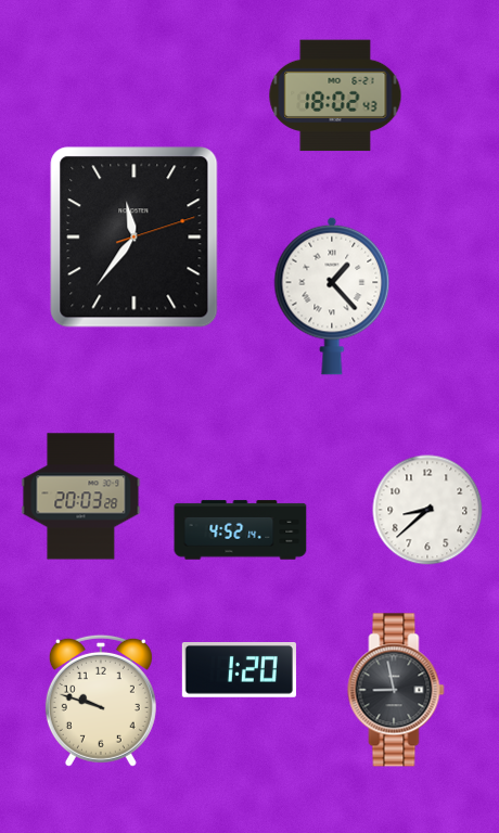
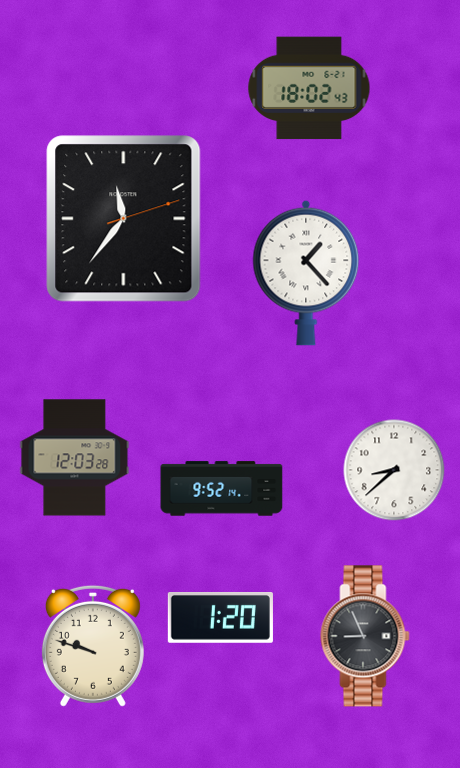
clock at (81, 497): 20:03 -> 12:03
clock at (241, 530): 4:52 -> 9:52
clock at (396, 690): 8:58 -> 8:56
